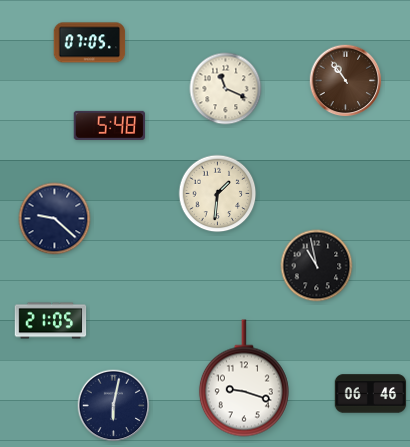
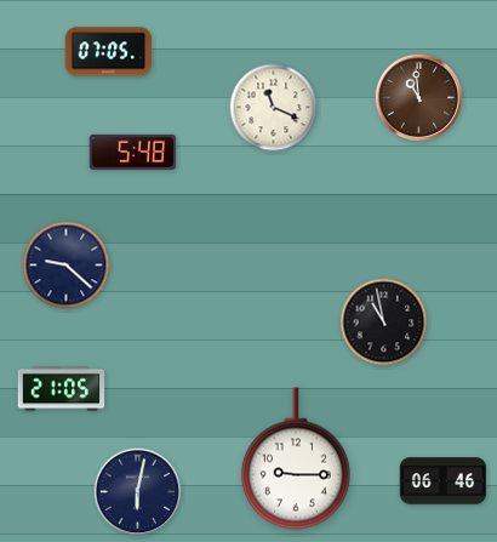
clock at (346, 81): 10:54 -> 10:59
clock at (218, 194): 1:31 -> none
clock at (244, 378): 9:18 -> 9:15
clock at (371, 394) position: (371, 394) -> (444, 481)
